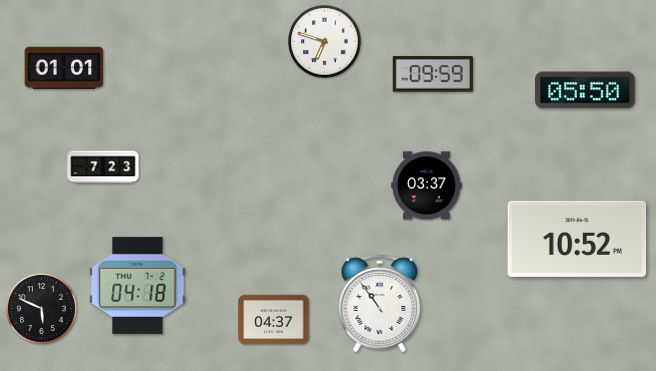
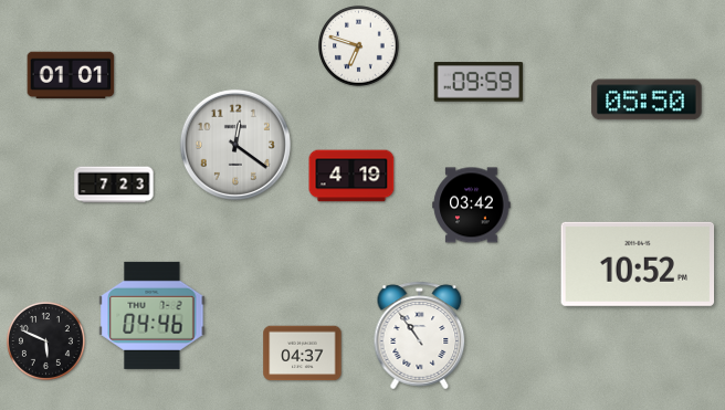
clock at (235, 145): none -> 12:21
clock at (351, 176): none -> 4:19
clock at (427, 186): 03:37 -> 03:42
clock at (138, 285): 04:18 -> 04:46
